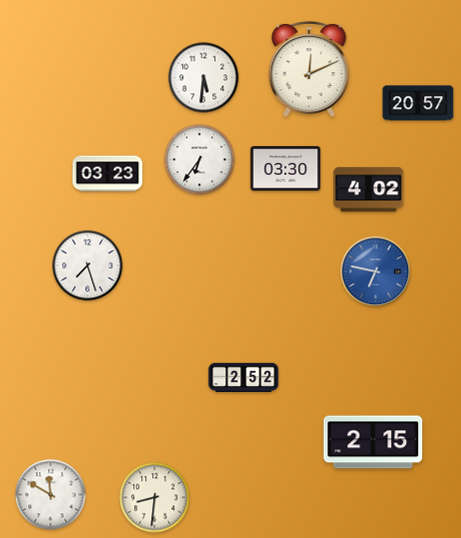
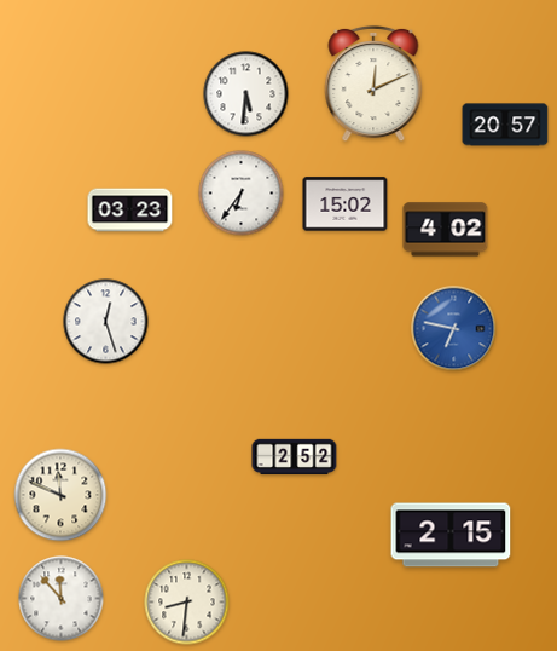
clock at (286, 169): 03:30 -> 15:02
clock at (88, 266): 7:27 -> 12:27
clock at (60, 495): none -> 11:49
clock at (51, 495): 11:50 -> 11:53
